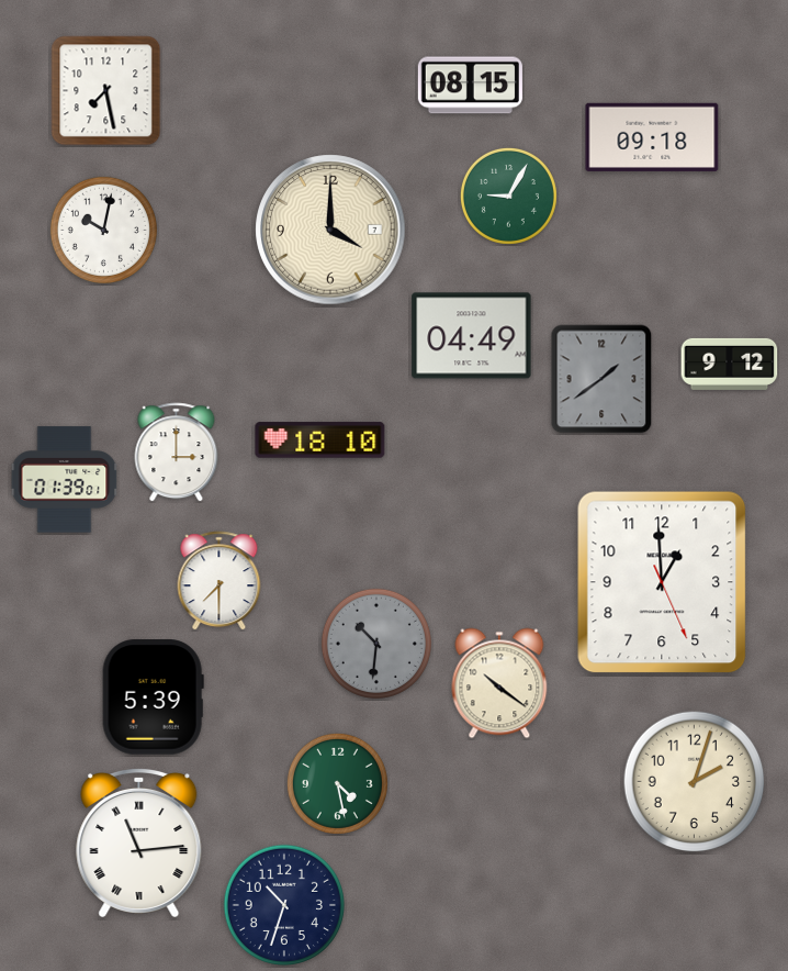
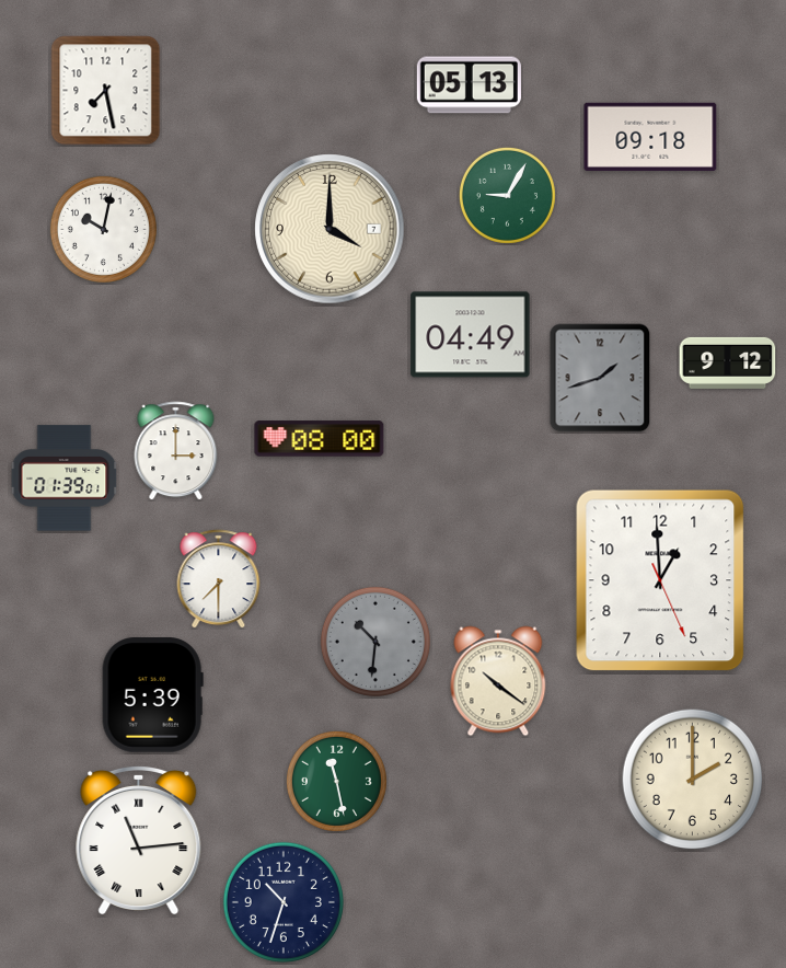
clock at (470, 86): 08:15 -> 05:13
clock at (601, 379): 1:39 -> 1:42
clock at (320, 440): 18:10 -> 08:00
clock at (695, 782): 2:03 -> 2:00
clock at (337, 783): 4:28 -> 11:28
